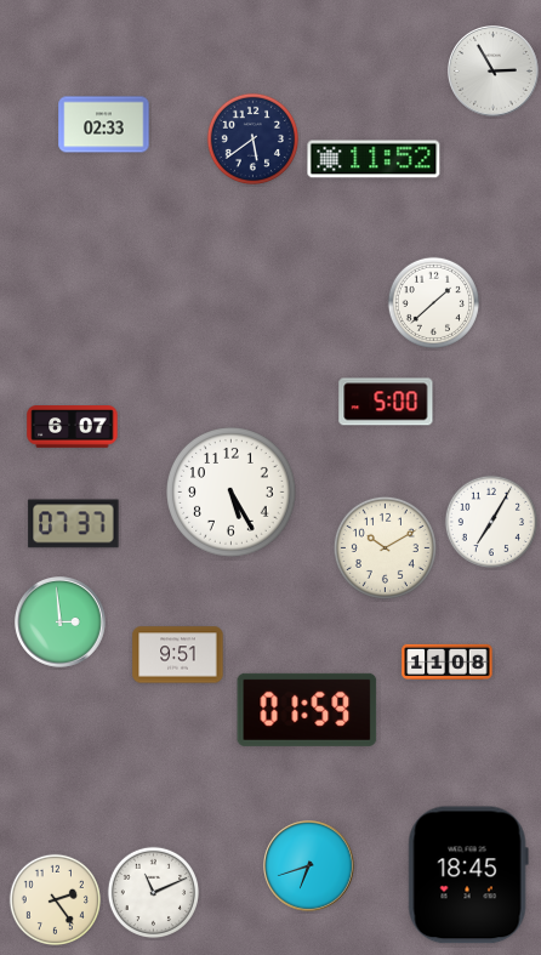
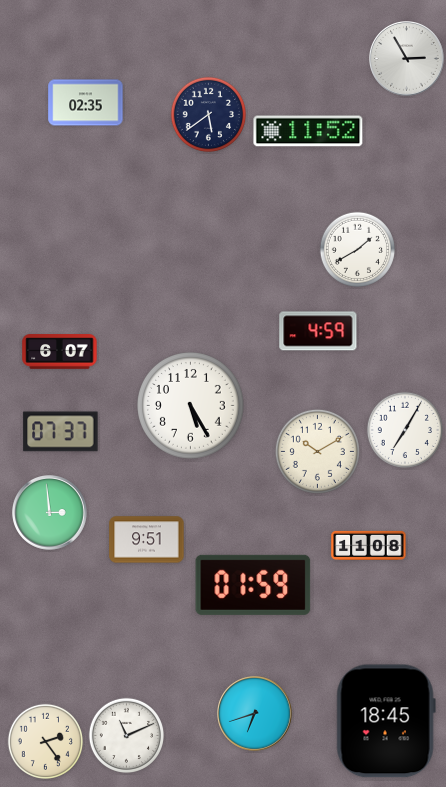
clock at (104, 125): 02:33 -> 02:35
clock at (433, 302): 1:38 -> 1:40
clock at (386, 402): 5:00 -> 4:59
